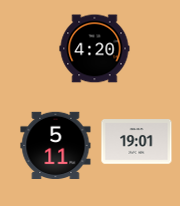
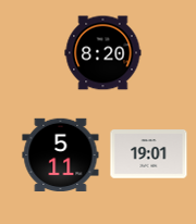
clock at (95, 49): 4:20 -> 8:20
clock at (56, 145) position: (56, 145) -> (61, 154)
